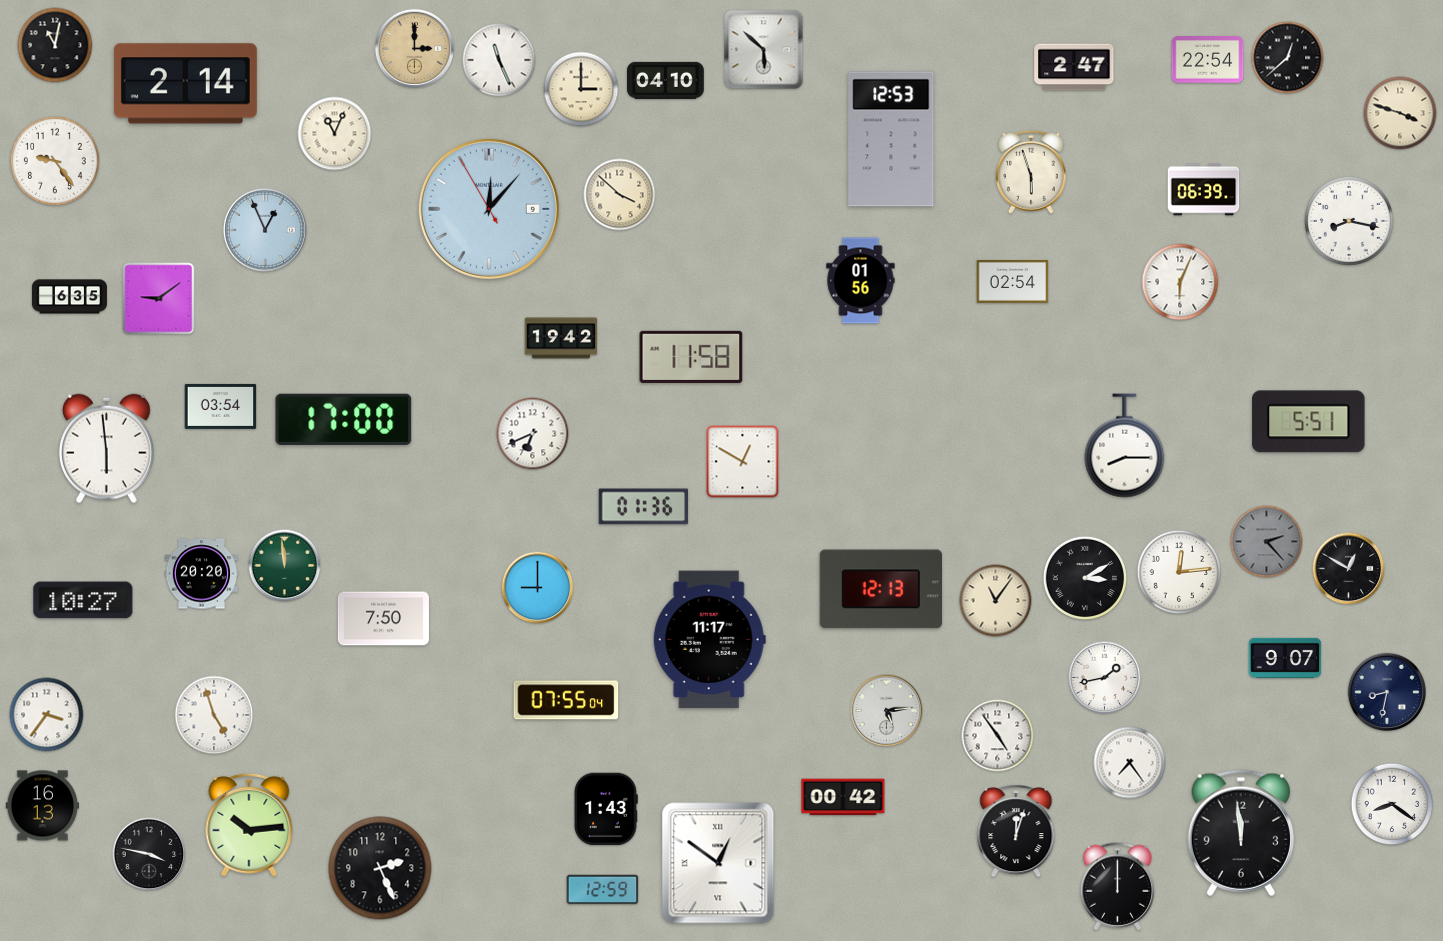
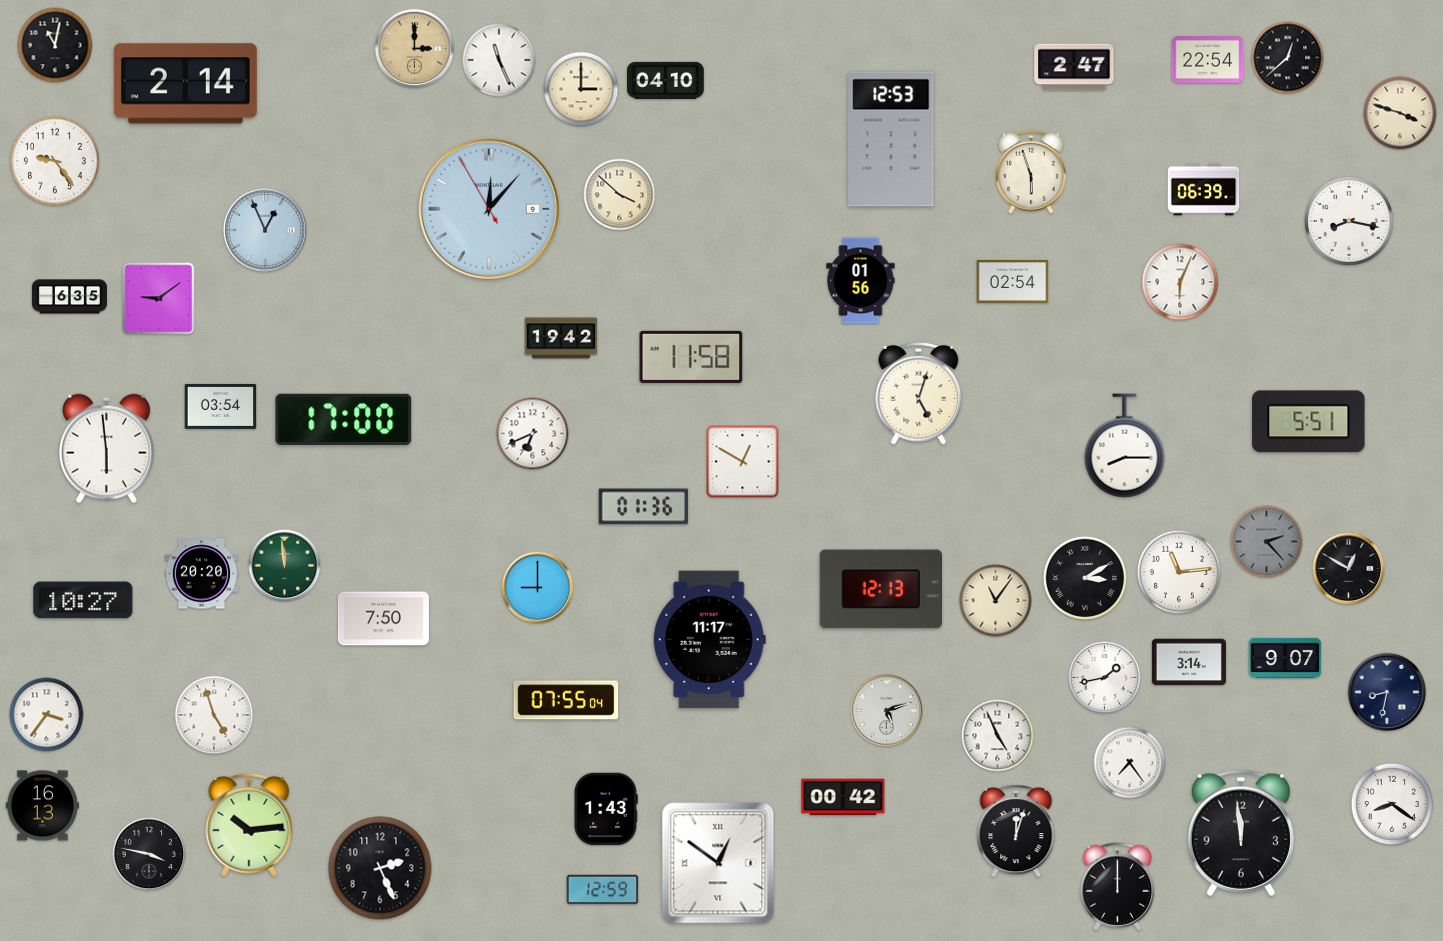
clock at (764, 50): 5:52 -> none
clock at (335, 134): 11:04 -> none
clock at (919, 394): none -> 5:03
clock at (1178, 571): 12:14 -> 11:14
clock at (1189, 662): none -> 3:14
clock at (887, 711): 5:14 -> 5:12
clock at (998, 736): 4:54 -> 4:56
